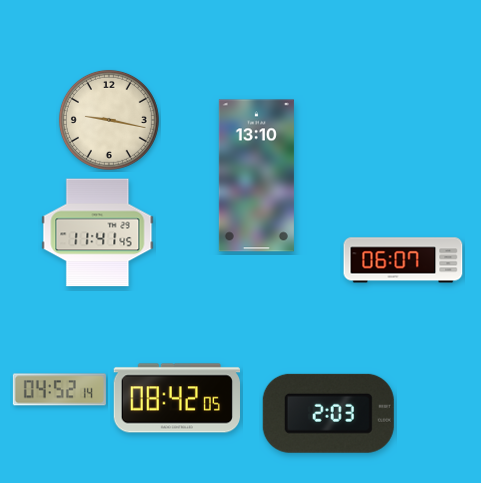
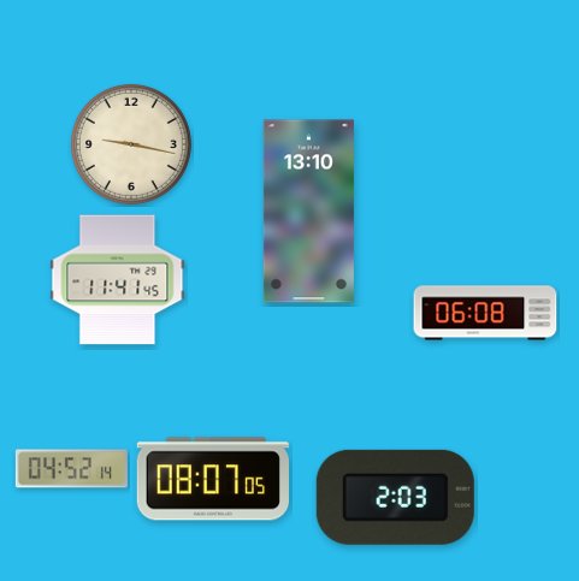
clock at (403, 260): 06:07 -> 06:08
clock at (176, 398): 08:42 -> 08:07
